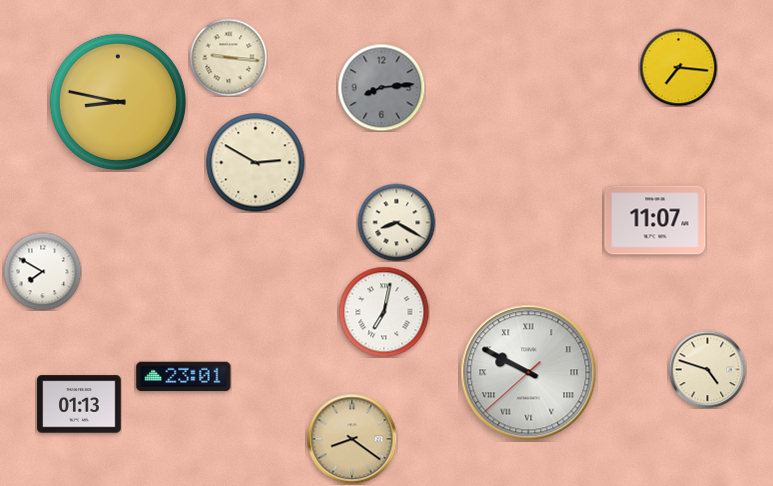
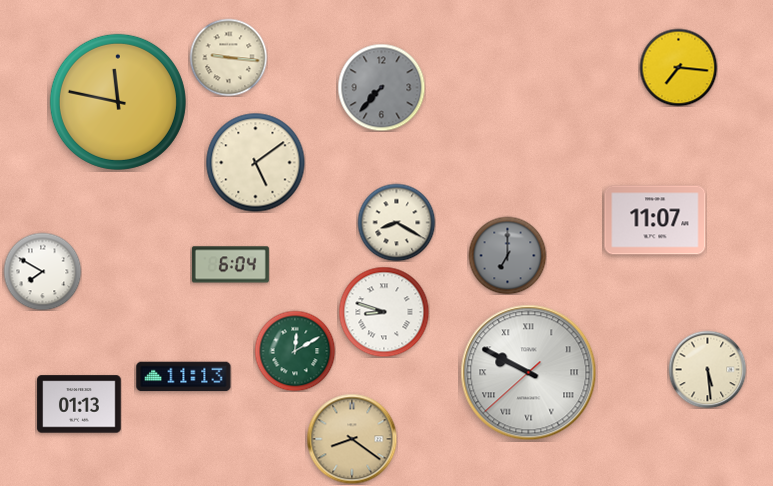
clock at (381, 87): 8:14 -> 7:37
clock at (118, 102): 8:47 -> 11:47
clock at (256, 163): 2:50 -> 5:09
clock at (507, 255): none -> 7:00
clock at (230, 265): none -> 6:04
clock at (384, 312): 7:02 -> 8:48
clock at (295, 351): none -> 12:10
clock at (707, 369): 4:48 -> 5:29
clock at (184, 377): 23:01 -> 11:13
